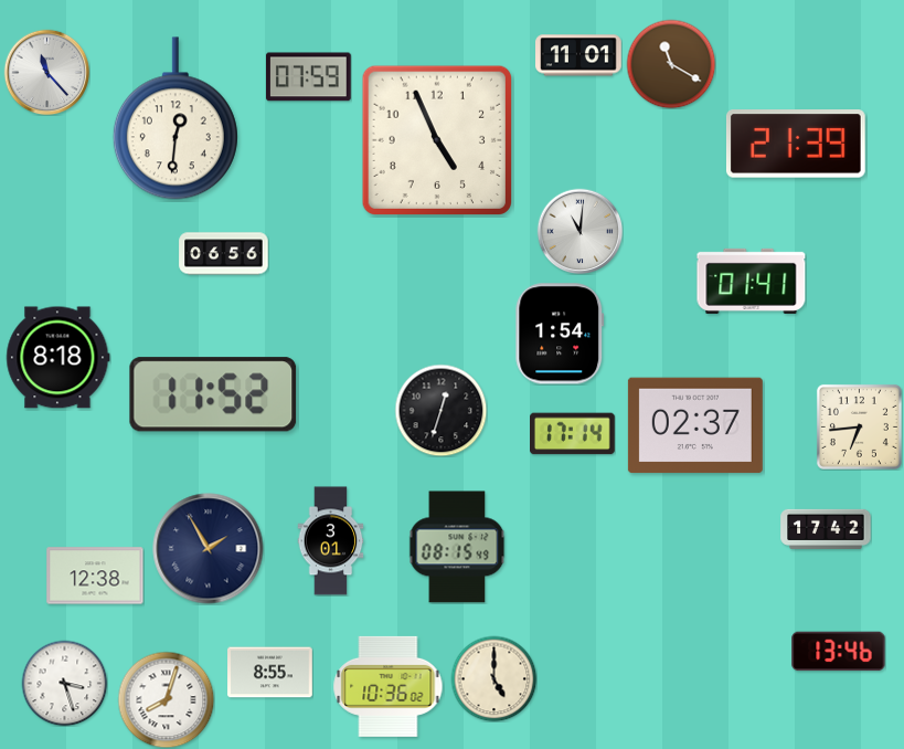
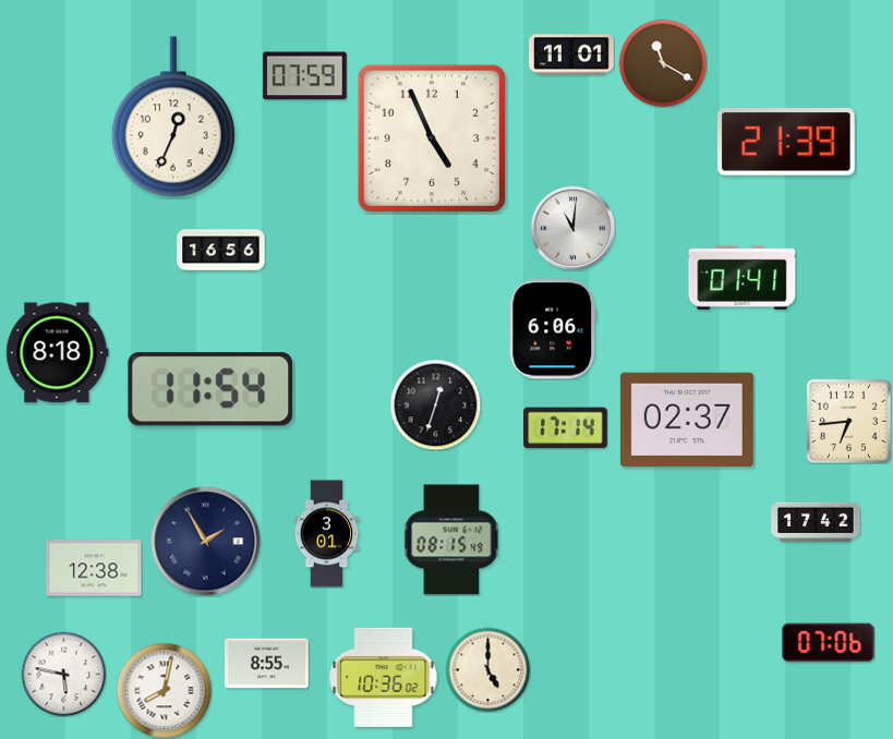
clock at (46, 72): 11:23 -> none
clock at (176, 118): 12:31 -> 12:34
clock at (224, 254): 06:56 -> 16:56
clock at (560, 334): 1:54 -> 6:06
clock at (213, 394): 11:52 -> 11:54
clock at (839, 652): 13:46 -> 07:06
clock at (64, 683): 3:27 -> 5:47
clock at (166, 699): 8:03 -> 8:02
